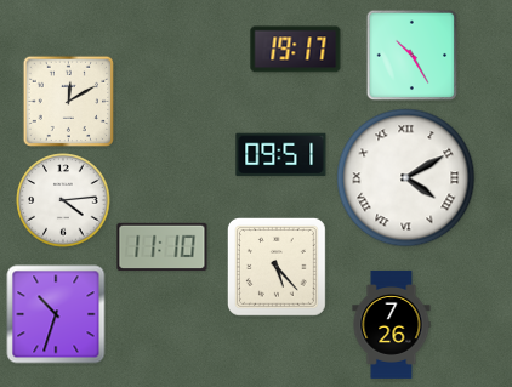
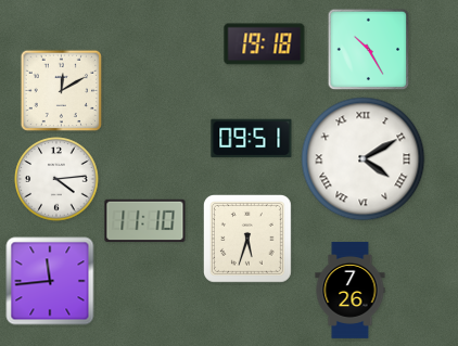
clock at (296, 50): 19:17 -> 19:18
clock at (277, 267): 5:23 -> 5:33
clock at (56, 314): 10:33 -> 11:44
